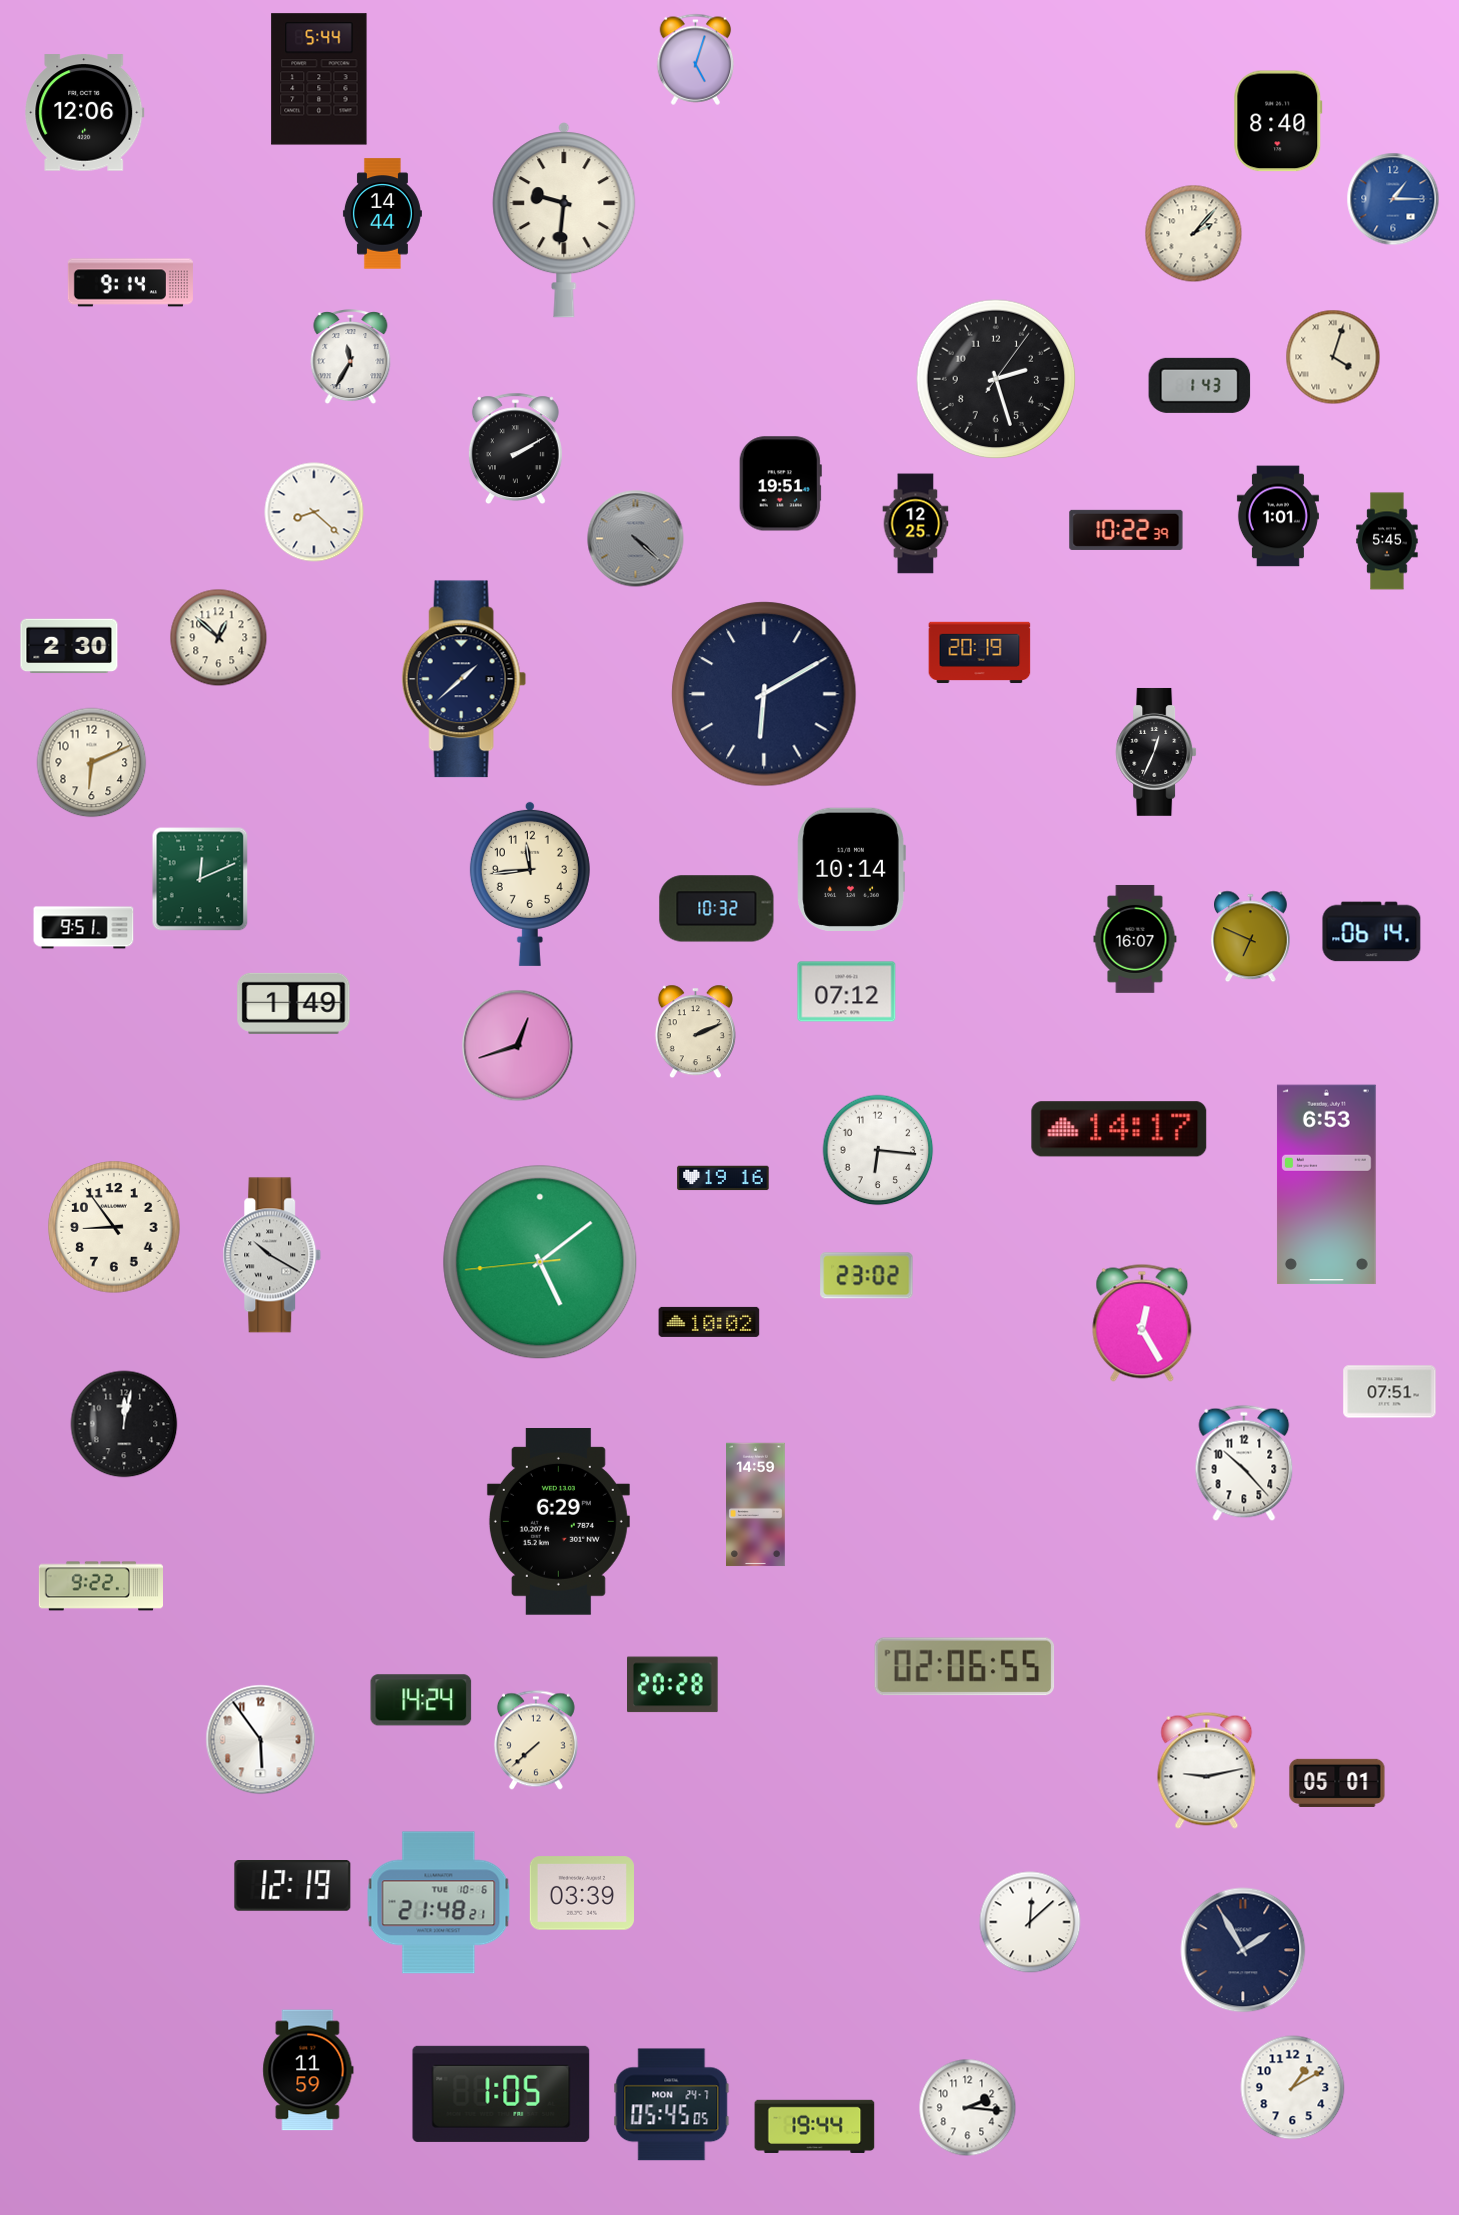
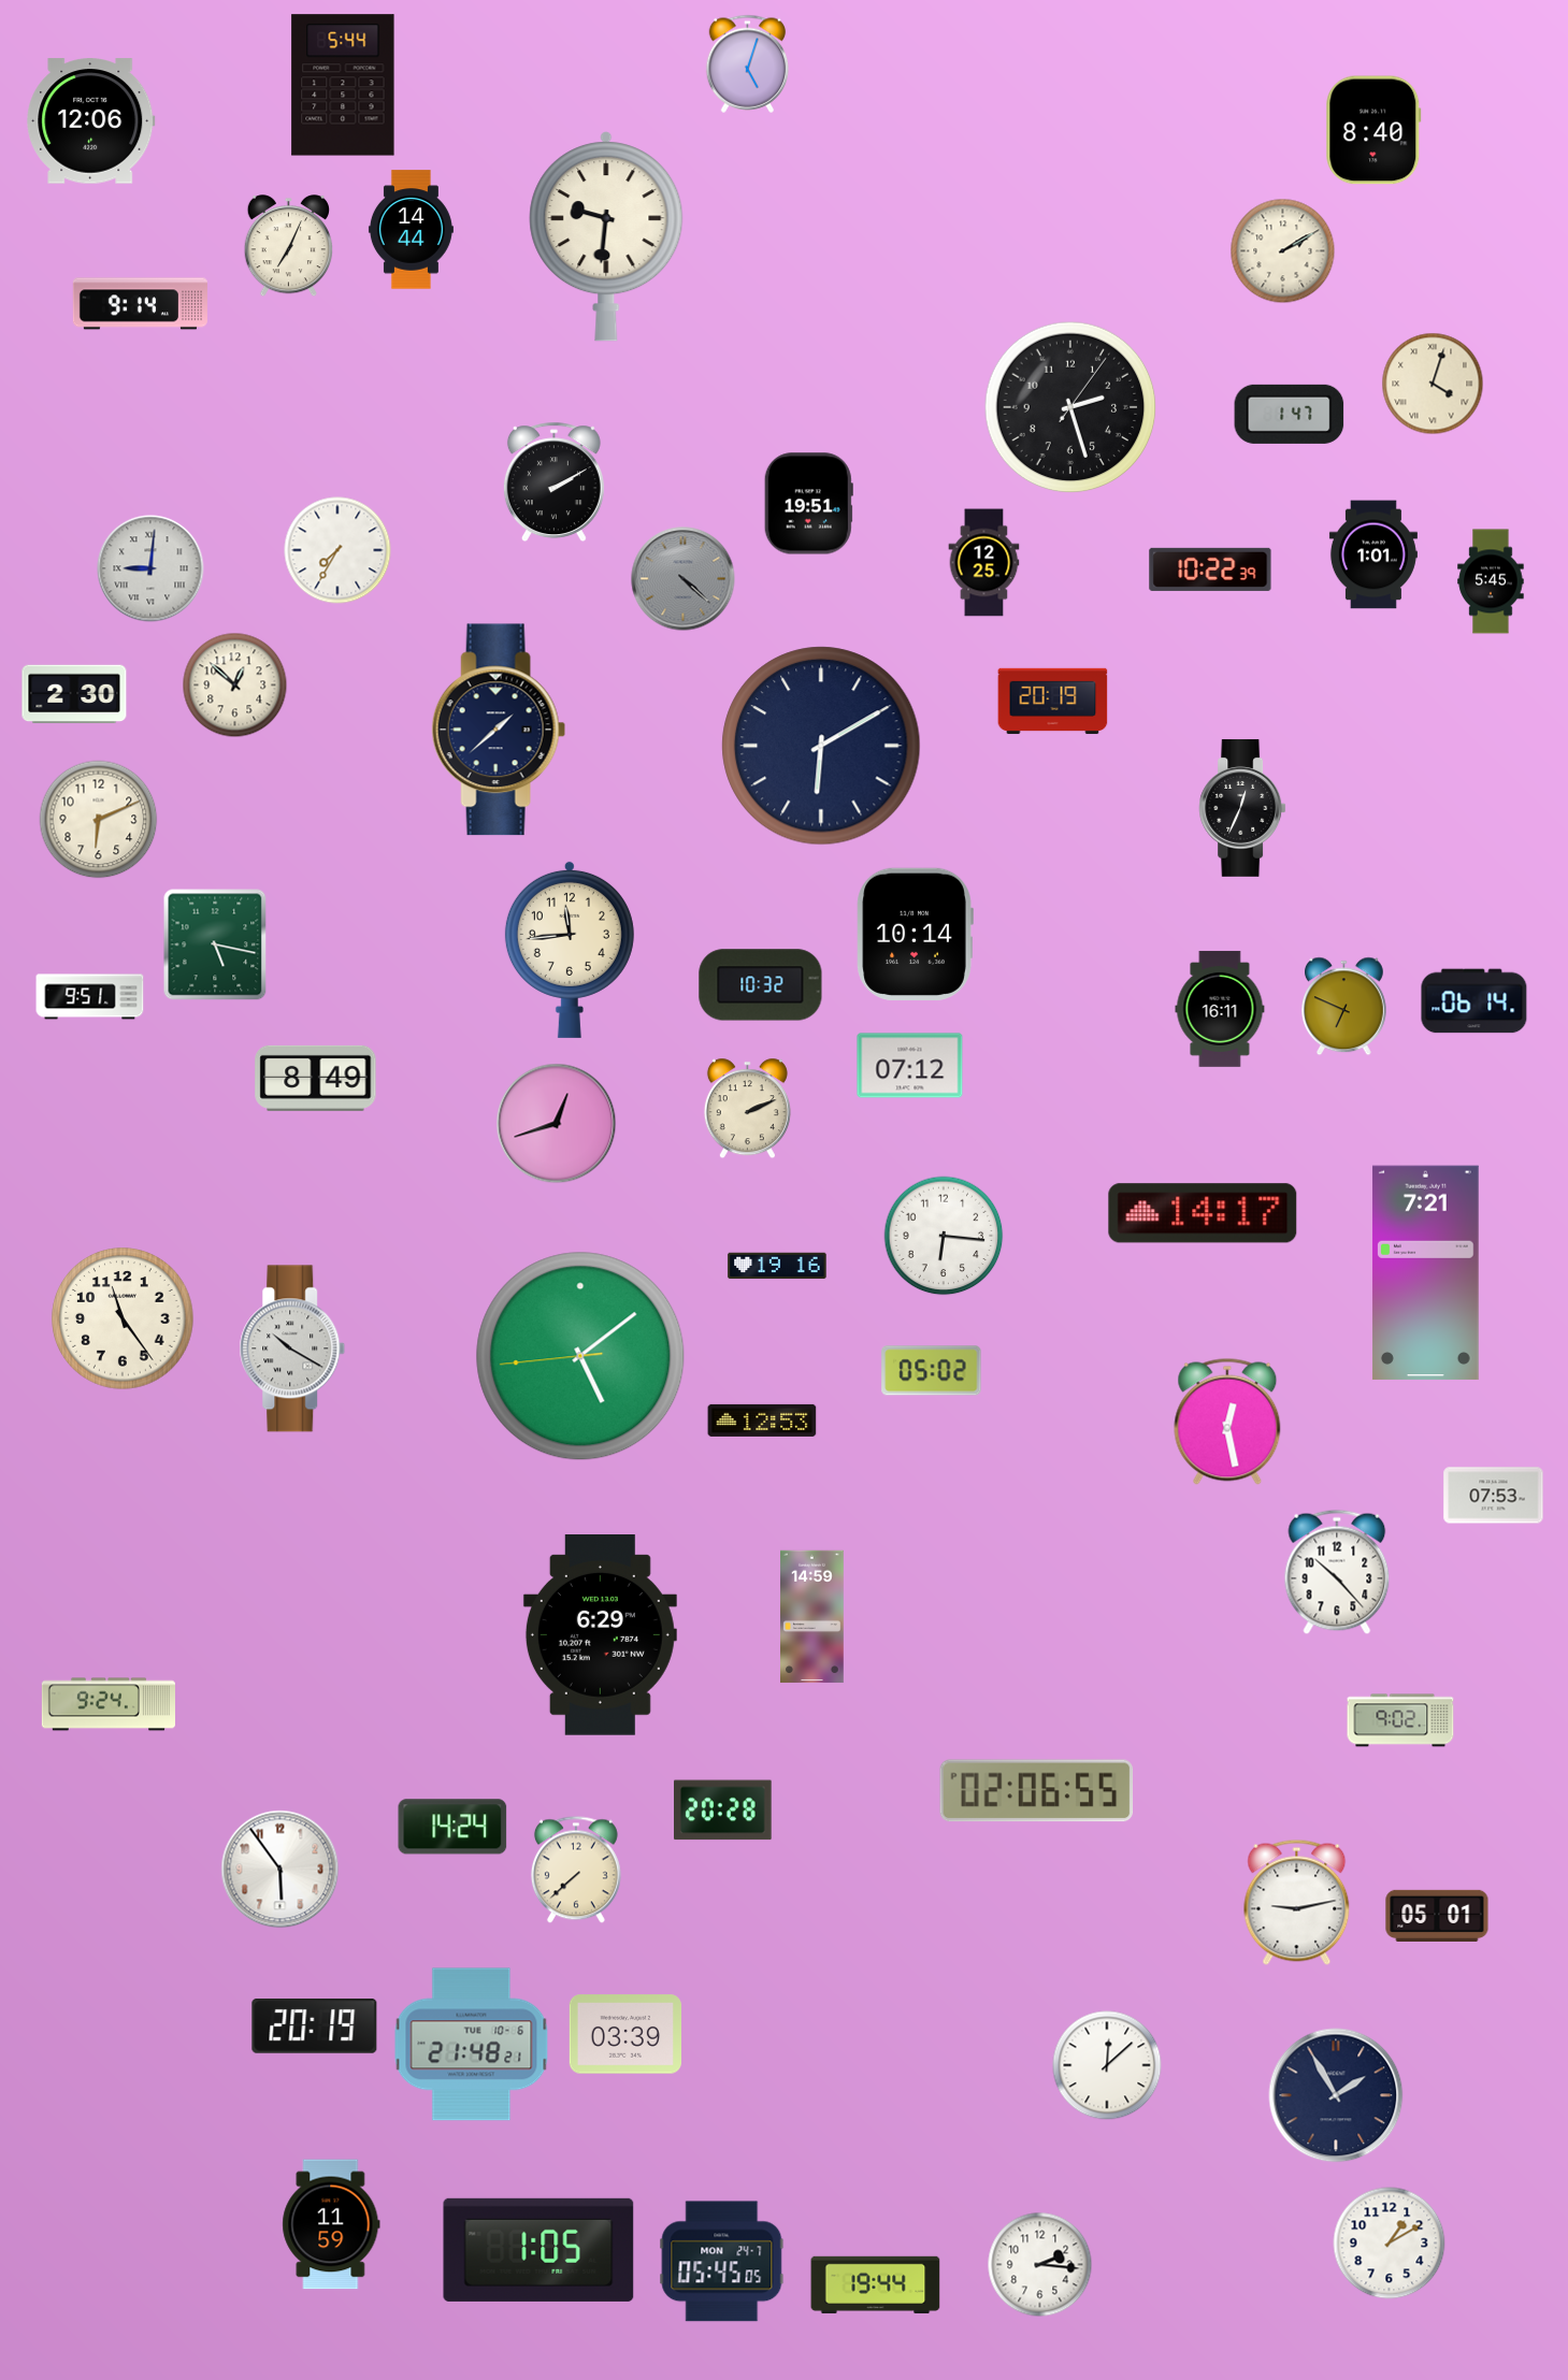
clock at (1393, 199): 1:15 -> none
clock at (289, 247): none -> 7:04
clock at (1194, 234): 2:07 -> 2:10
clock at (351, 357): 11:35 -> none
clock at (1200, 385): 1:43 -> 1:47
clock at (780, 484) position: (780, 484) -> (808, 504)
clock at (314, 512): 8:22 -> 7:35
clock at (150, 568): none -> 9:01
clock at (200, 879): 12:11 -> 5:17
clock at (717, 909) position: (717, 909) -> (761, 985)
clock at (1135, 939): 16:07 -> 16:11
clock at (294, 1003): 1:49 -> 8:49
clock at (1327, 1185): 6:53 -> 7:21
clock at (114, 1227): 8:54 -> 11:24
clock at (867, 1276): 23:02 -> 05:02
clock at (709, 1322): 10:02 -> 12:53
clock at (1142, 1323): 12:25 -> 12:28
clock at (1390, 1392): 07:51 -> 07:53
clock at (124, 1424): 12:02 -> none
clock at (100, 1586): 9:22 -> 9:24
clock at (1400, 1720): none -> 9:02
clock at (293, 1886): 12:19 -> 20:19
